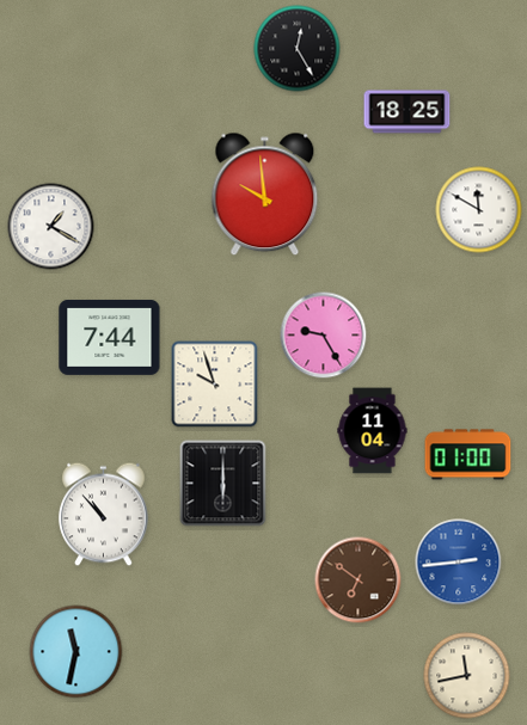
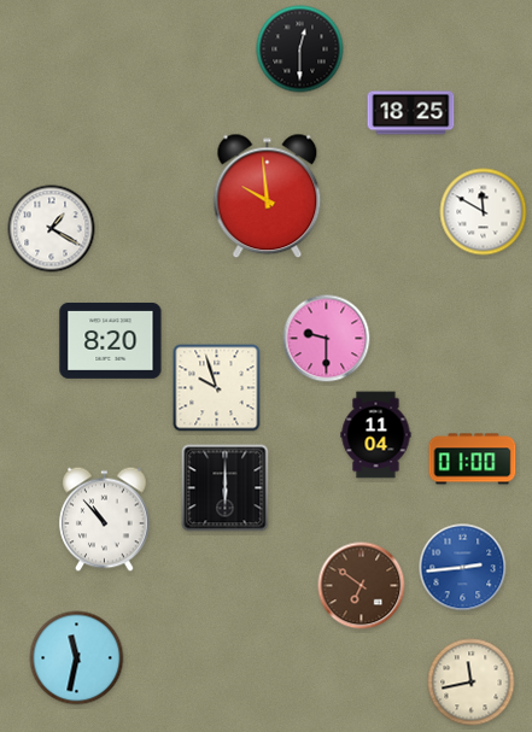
clock at (298, 49): 12:25 -> 12:30
clock at (324, 336): 9:25 -> 9:30
clock at (110, 337): 7:44 -> 8:20
